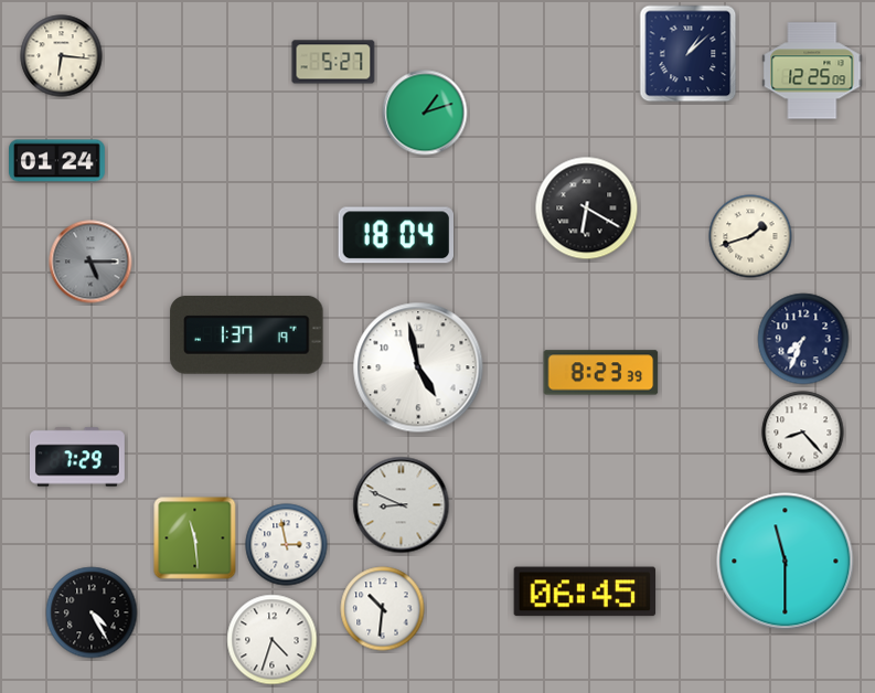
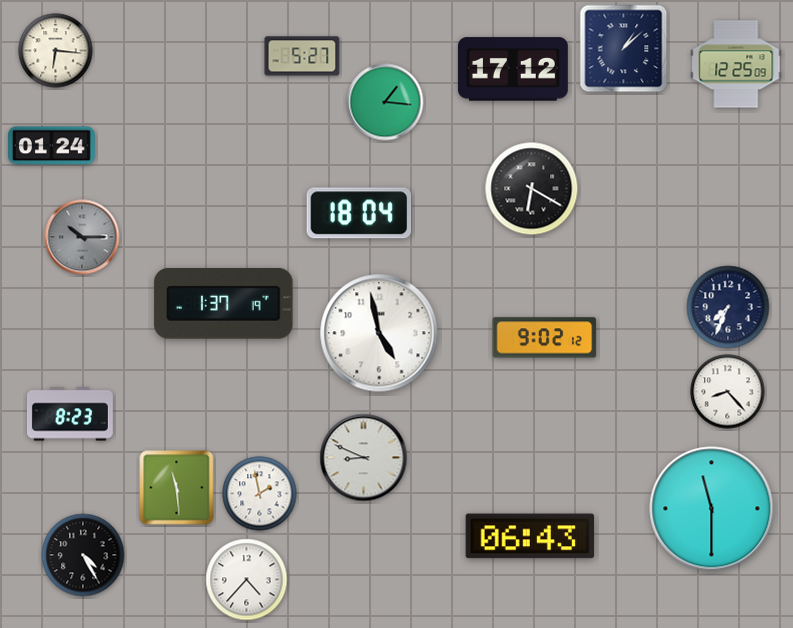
clock at (513, 69): none -> 17:12
clock at (425, 113): 1:12 -> 1:16
clock at (750, 236): 1:42 -> none
clock at (90, 262): 5:15 -> 10:15
clock at (601, 373): 8:23 -> 9:02
clock at (77, 457): 7:29 -> 8:23
clock at (287, 545): 2:58 -> 1:58
clock at (585, 591): 06:45 -> 06:43
clock at (383, 609): 10:31 -> none
clock at (273, 640): 4:33 -> 4:37
